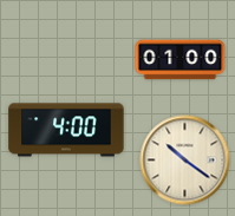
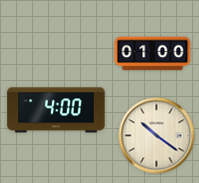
clock at (181, 60) position: (181, 60) -> (153, 54)
